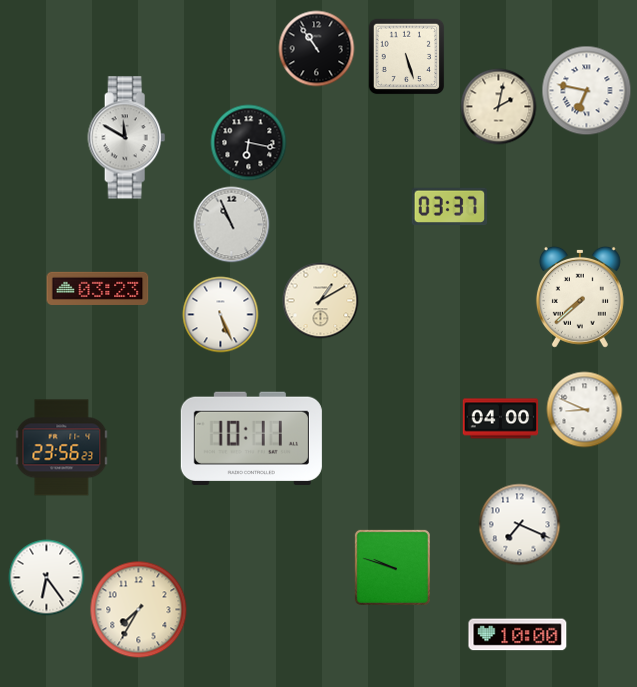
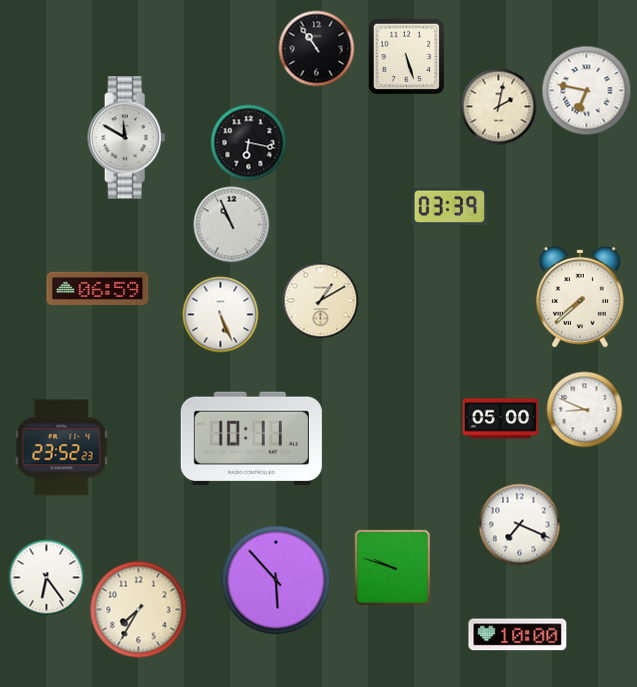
clock at (450, 207): 03:37 -> 03:39
clock at (98, 288): 03:23 -> 06:59
clock at (501, 419): 04:00 -> 05:00
clock at (62, 448): 23:56 -> 23:52
clock at (276, 580): none -> 5:53
